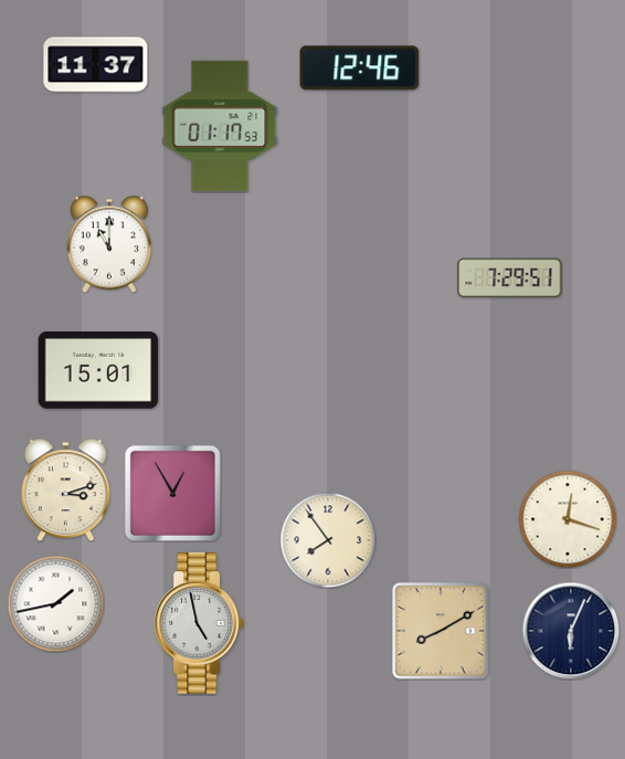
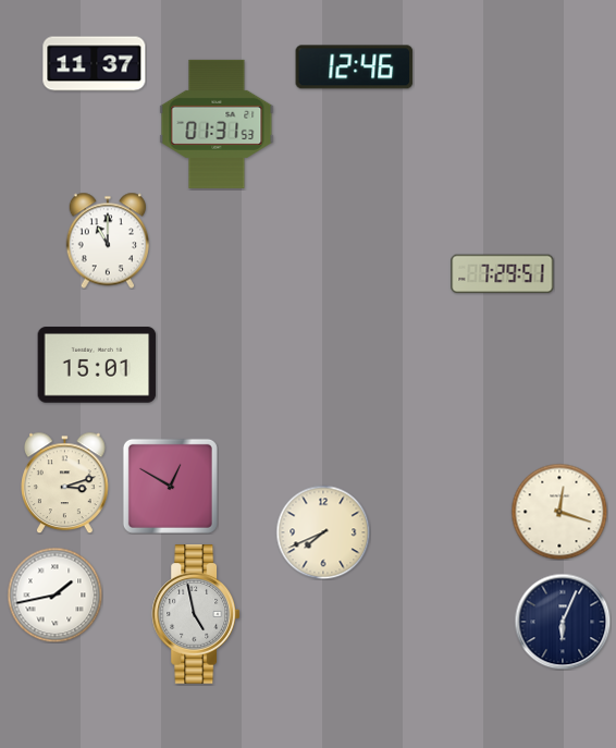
clock at (220, 126): 01:17 -> 01:31
clock at (172, 493): 12:55 -> 12:50
clock at (328, 540): 7:54 -> 7:41
clock at (441, 631): 8:10 -> none
